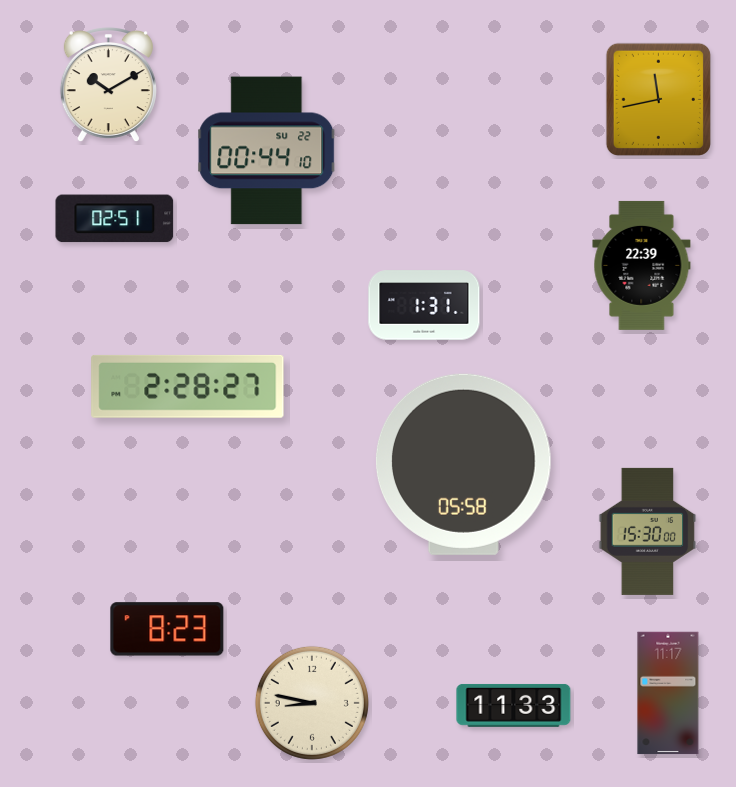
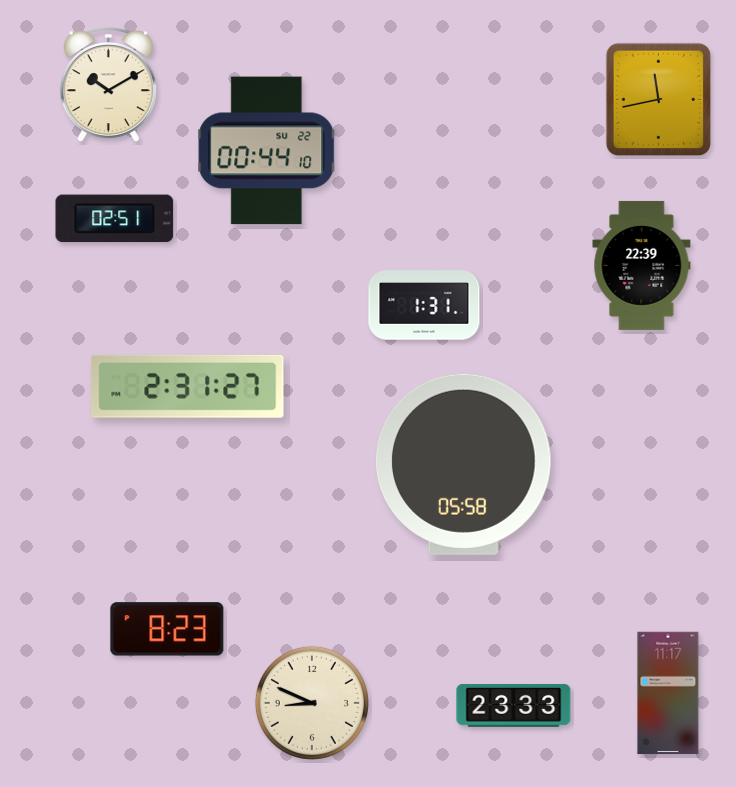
clock at (188, 386): 2:28 -> 2:31
clock at (648, 531): 15:30 -> none
clock at (312, 703): 8:47 -> 8:49
clock at (514, 705): 11:33 -> 23:33
